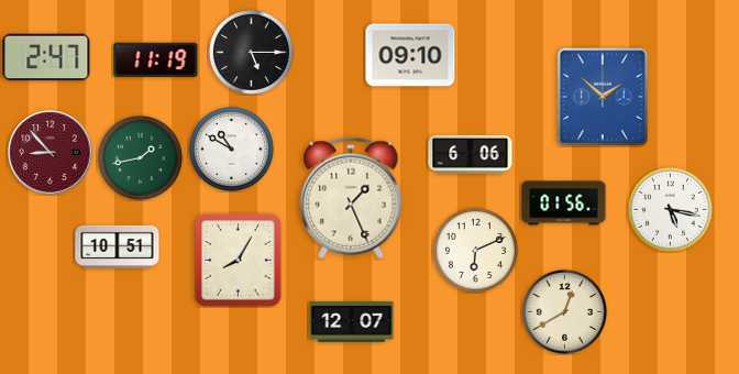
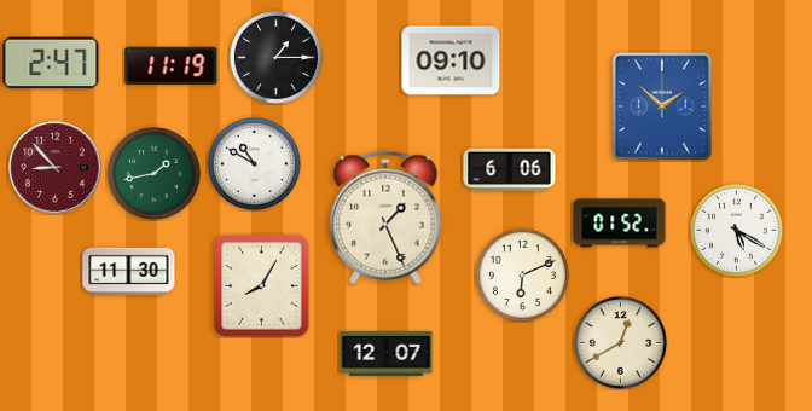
clock at (251, 52): 5:15 -> 1:15
clock at (471, 154) position: (471, 154) -> (510, 169)
clock at (564, 204): 01:56 -> 01:52
clock at (670, 209): 5:17 -> 5:20
clock at (118, 246): 10:51 -> 11:30
